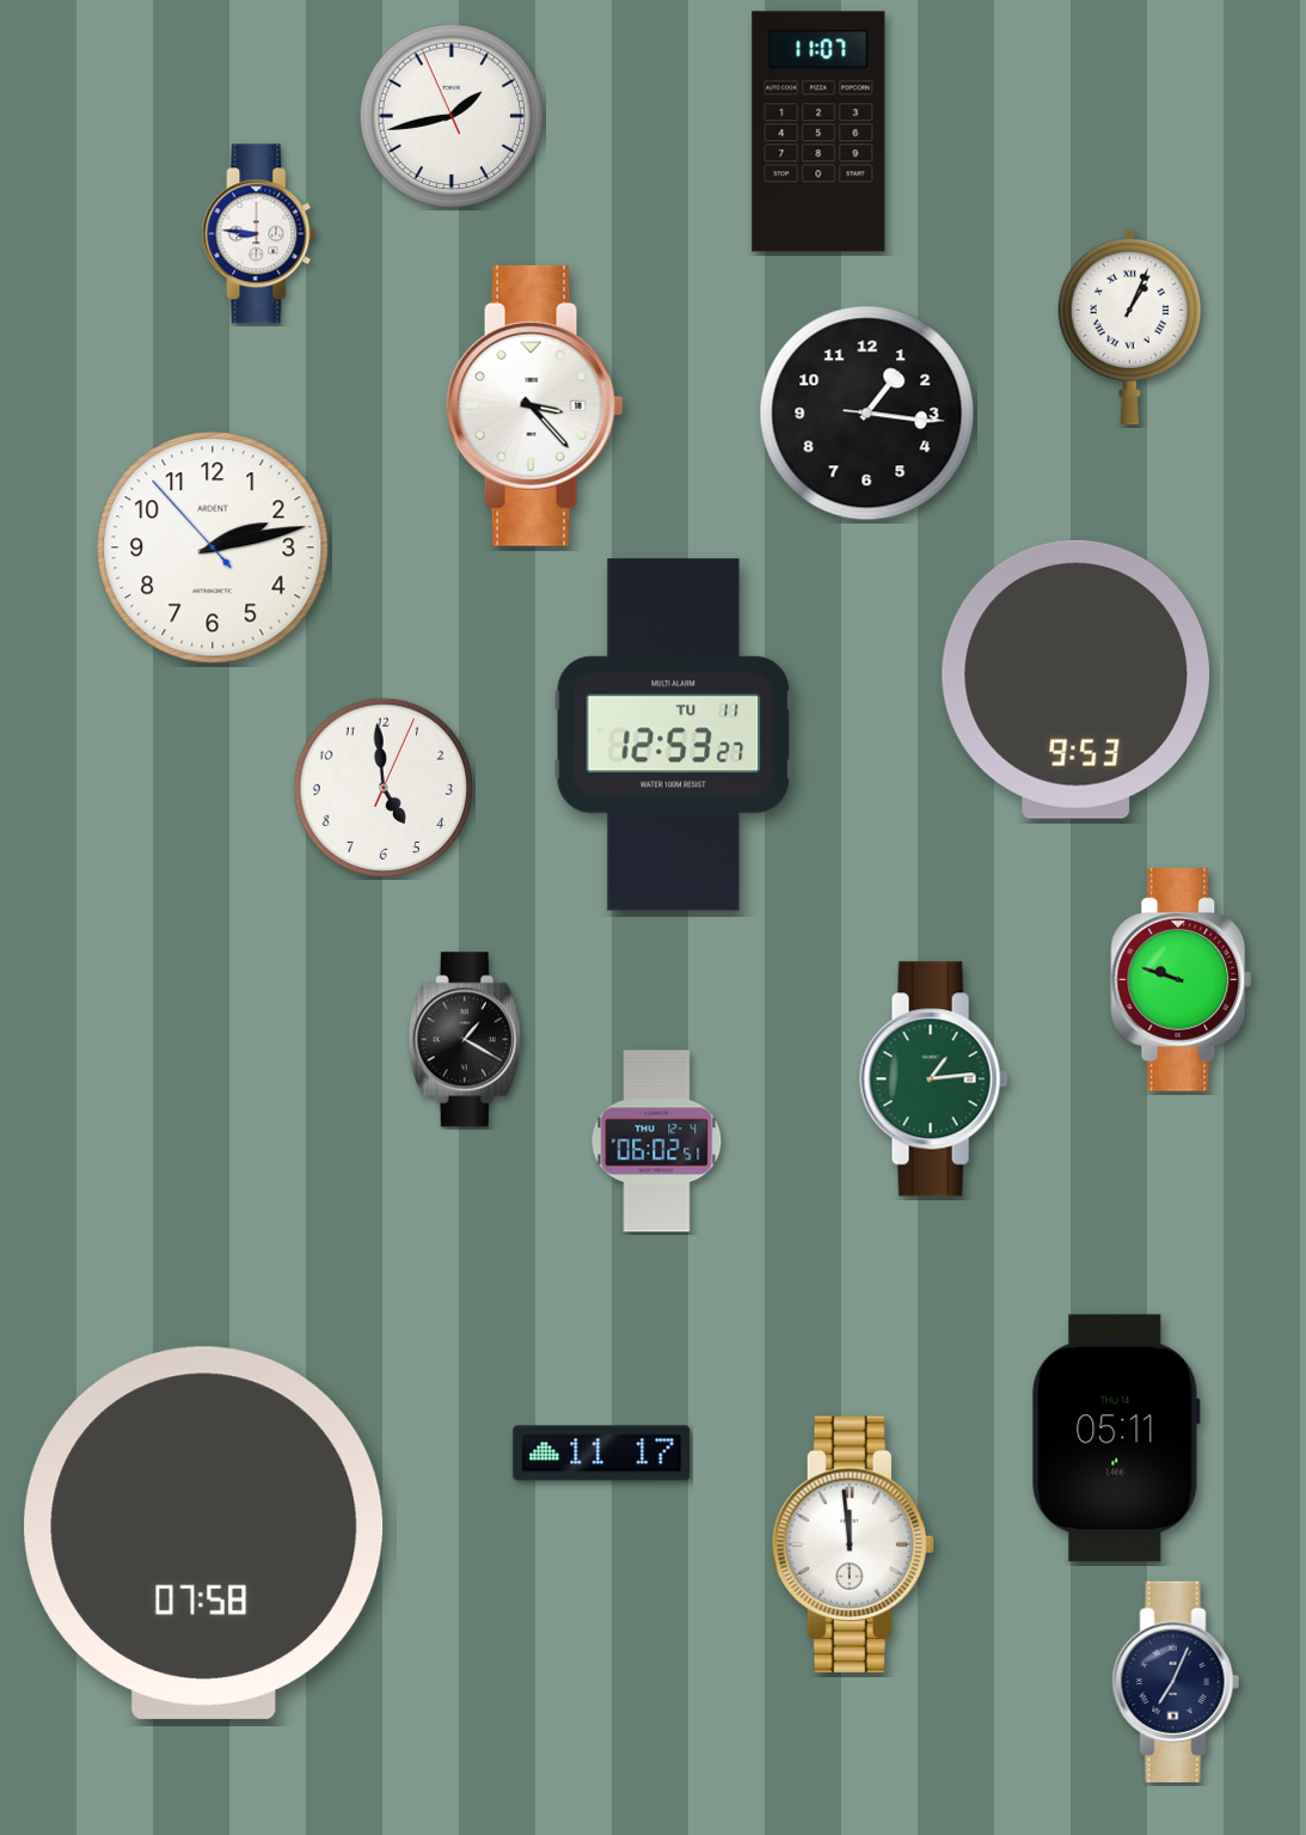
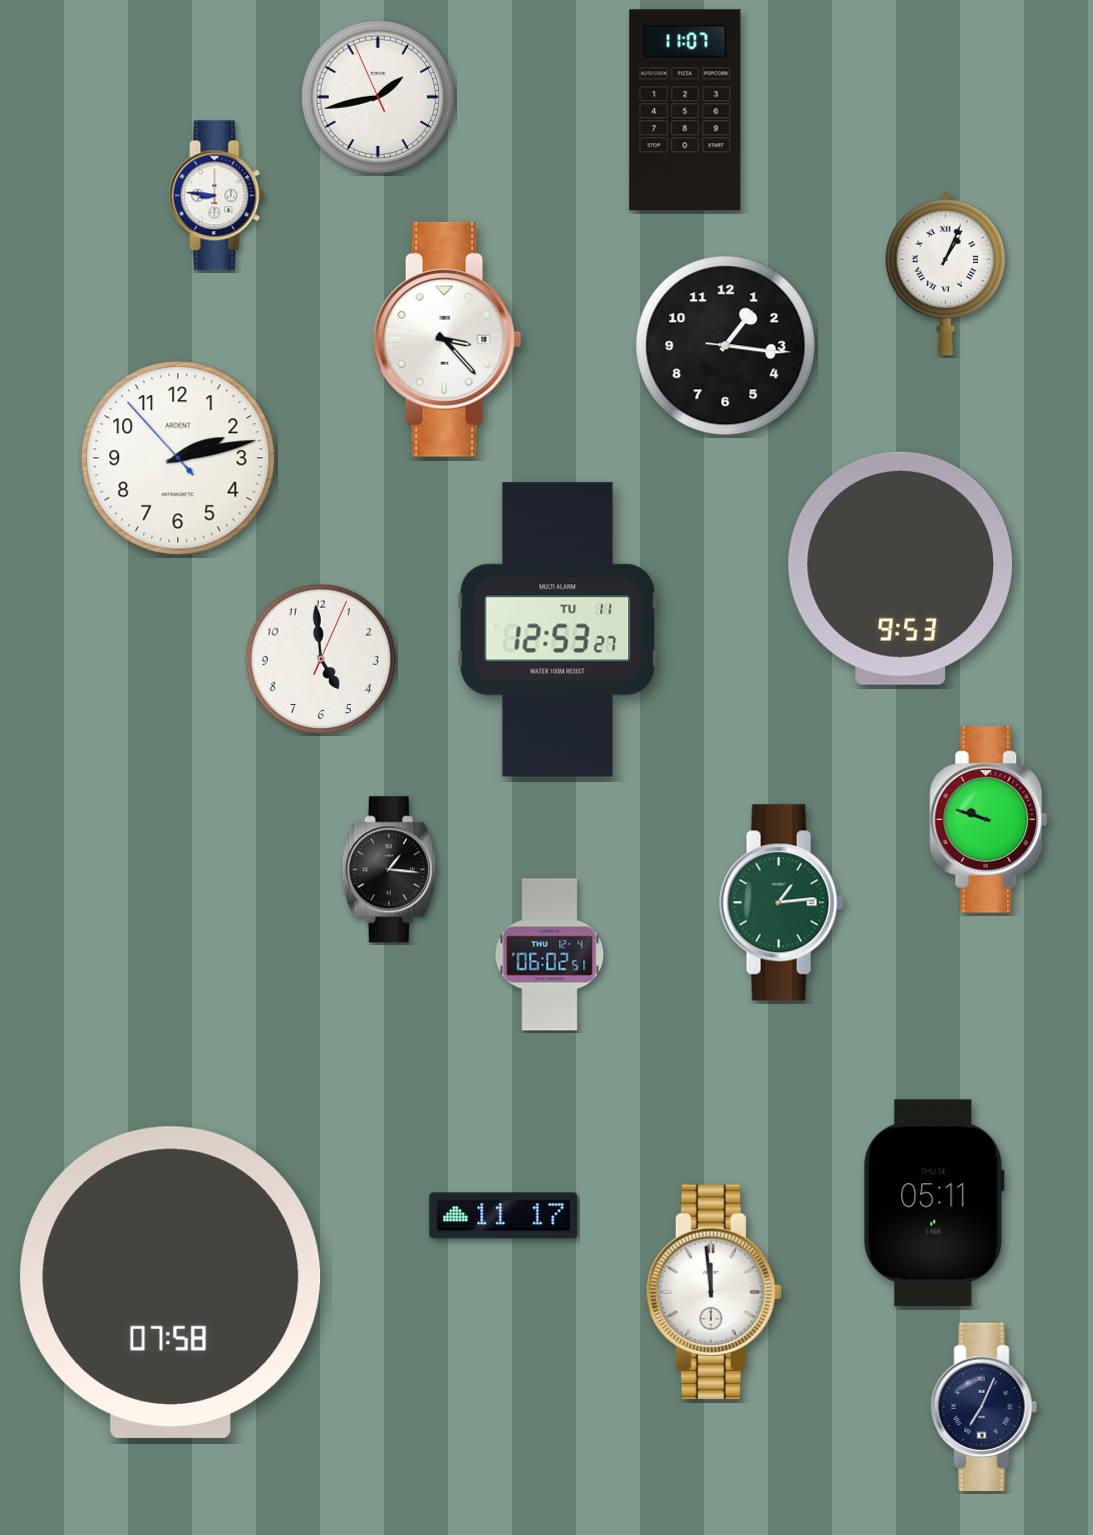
clock at (674, 735) position: (674, 735) -> (558, 630)
clock at (465, 1040): 1:20 -> 1:16
